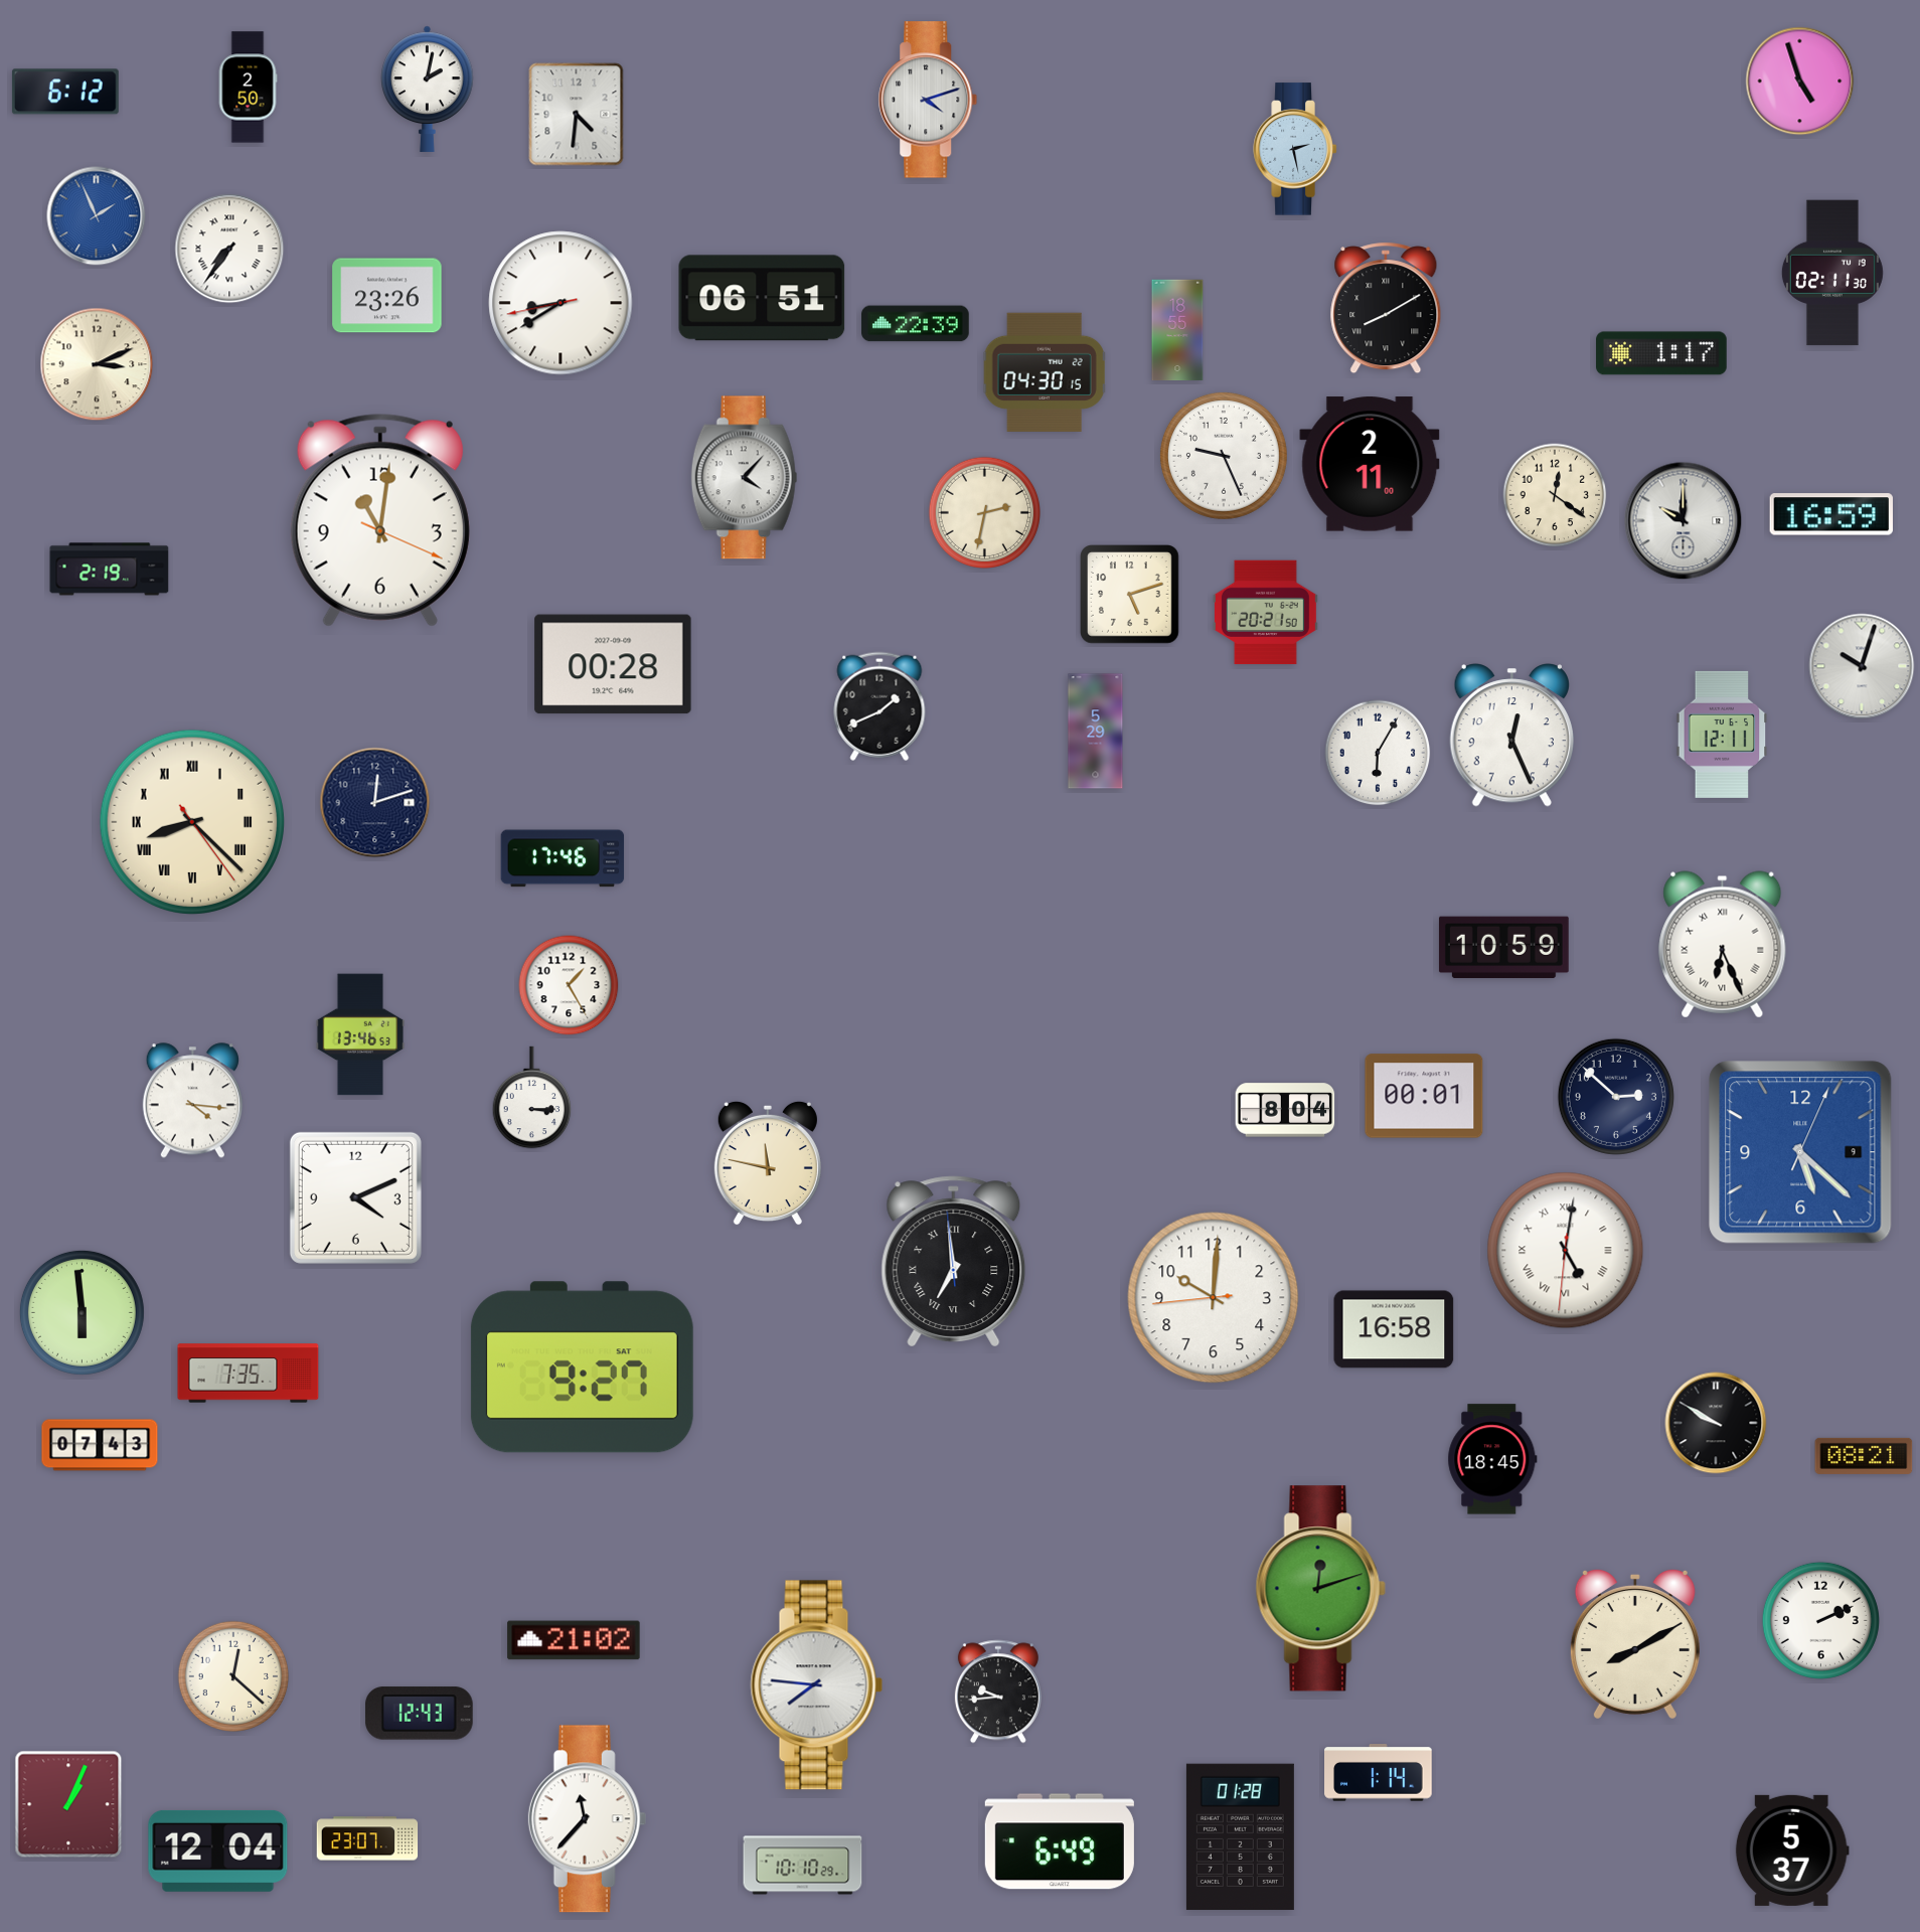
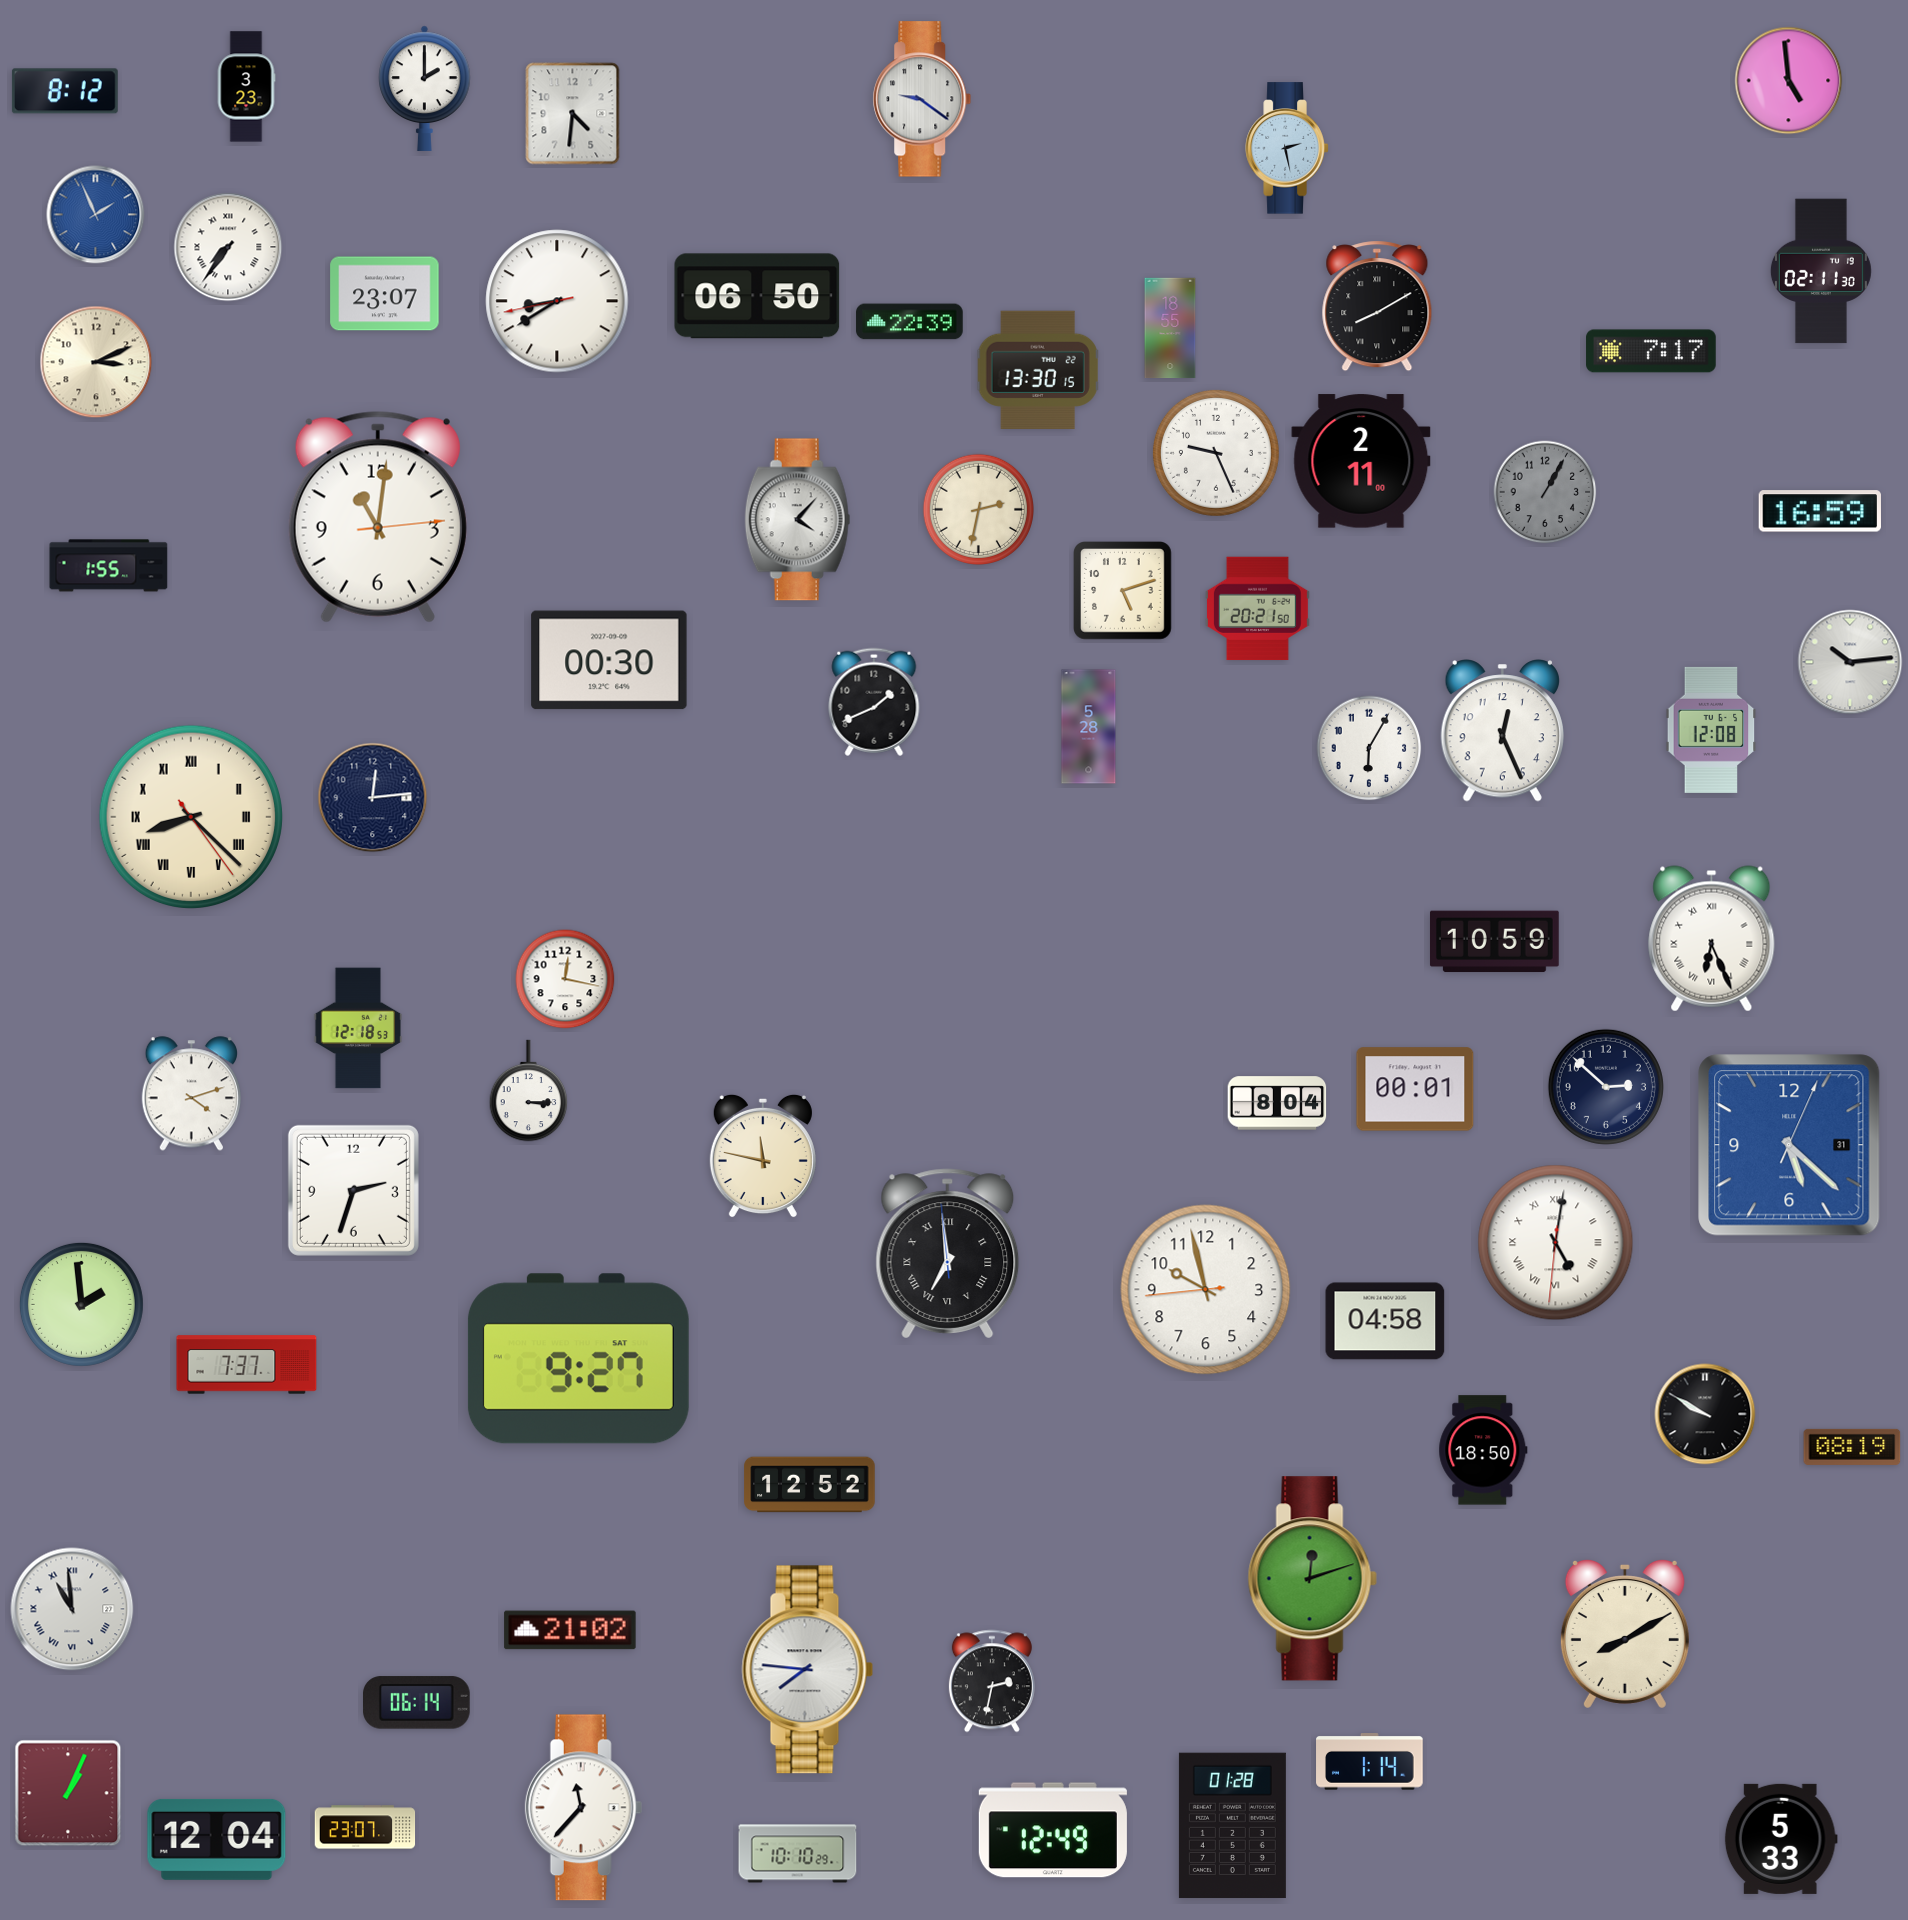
clock at (1800, 82): 4:57 -> 4:59
clock at (248, 88): 2:50 -> 3:23
clock at (428, 89): 2:02 -> 2:00
clock at (65, 92): 6:12 -> 8:12
clock at (928, 100): 4:12 -> 9:21
clock at (387, 296): 23:26 -> 23:07
clock at (762, 298): 06:51 -> 06:50
clock at (1661, 353): 1:17 -> 7:17
clock at (1045, 371): 04:30 -> 13:30
clock at (745, 478) position: (745, 478) -> (798, 520)
clock at (1555, 495): 12:21 -> 1:05
clock at (1555, 495) dial: cream -> grey
clock at (380, 520): 11:01:19 -> 11:01:14
clock at (1684, 521): 10:00 -> none
clock at (110, 570): 2:19 -> 1:55
clock at (613, 664): 00:28 -> 00:30
clock at (1862, 666): 10:03 -> 10:14
clock at (1096, 732): 5:29 -> 5:28
clock at (1722, 735): 12:11 -> 12:08
clock at (375, 803): 12:12 -> 12:14
clock at (563, 858): 17:46 -> none
clock at (569, 985): 1:25 -> 12:17
clock at (360, 1034): 13:46 -> 12:18
clock at (1616, 1097) position: (1616, 1097) -> (1606, 1087)
clock at (192, 1101): 4:16 -> 4:12
clock at (1800, 1152) date: 9 -> 31
clock at (355, 1197): 4:11 -> 2:33
clock at (1214, 1298): 10:00 -> 9:57
clock at (82, 1312): 5:59 -> 1:59
clock at (1394, 1329): 16:58 -> 04:58
clock at (249, 1374): 7:35 -> 7:37
clock at (100, 1445): 07:43 -> none
clock at (1864, 1456): 08:21 -> 08:19
clock at (1492, 1459): 18:45 -> 18:50
clock at (810, 1485): none -> 12:52
clock at (72, 1609): none -> 10:59
clock at (1820, 1620): 2:11 -> none
clock at (233, 1675): 12:22 -> none
clock at (817, 1685) position: (817, 1685) -> (808, 1670)
clock at (998, 1692): 9:44 -> 2:32
clock at (420, 1714): 12:43 -> 06:14
clock at (1060, 1841): 6:49 -> 12:49
clock at (1792, 1850): 5:37 -> 5:33
